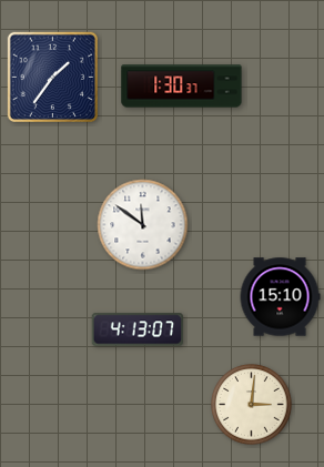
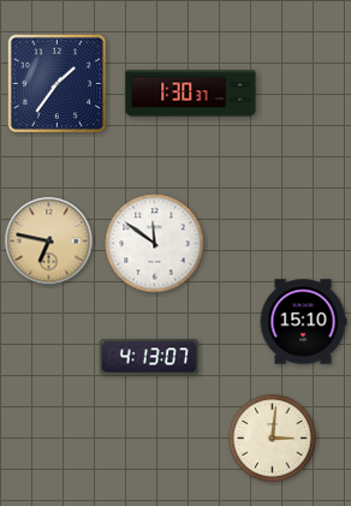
clock at (182, 87) position: (182, 87) -> (191, 94)
clock at (49, 242): none -> 6:47
